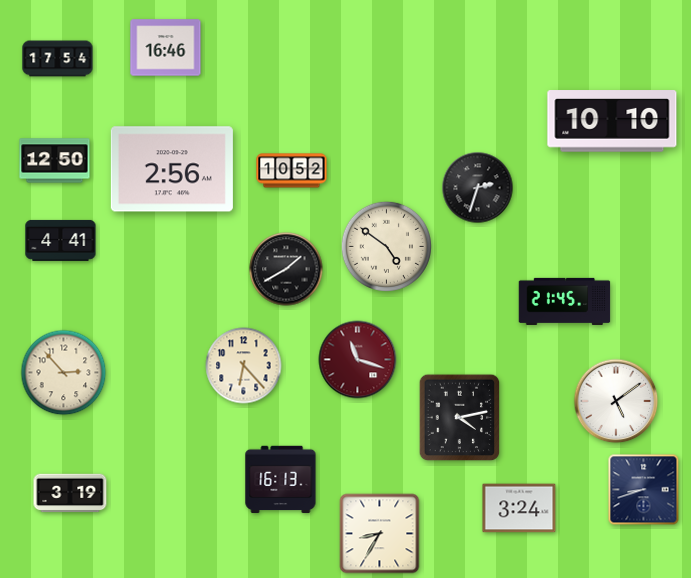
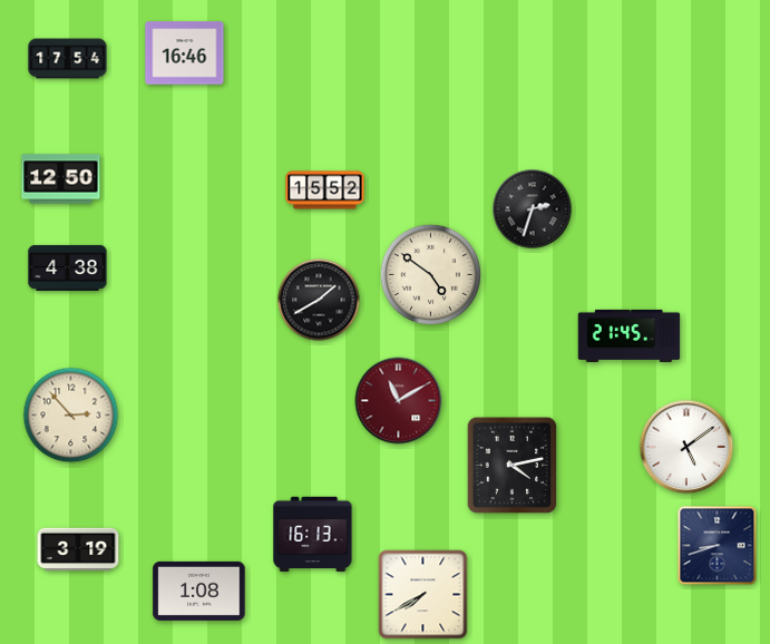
clock at (58, 59) position: (58, 59) -> (68, 59)
clock at (612, 121): 10:10 -> none
clock at (172, 169): 2:56 -> none
clock at (292, 171): 10:52 -> 15:52
clock at (61, 240): 4:41 -> 4:38
clock at (358, 360): 11:18 -> 11:10
clock at (244, 366): 6:23 -> none
clock at (519, 508): 3:24 -> none
clock at (199, 591): none -> 1:08
clock at (380, 534): 8:35 -> 7:40
